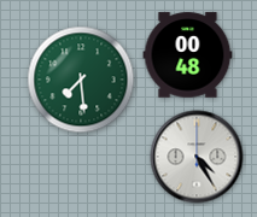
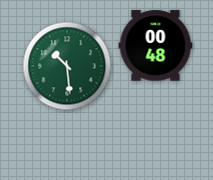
clock at (81, 80): 7:29 -> 10:29
clock at (197, 157): 4:25 -> none
